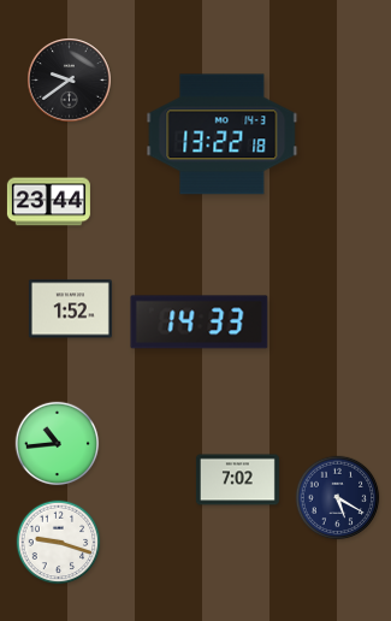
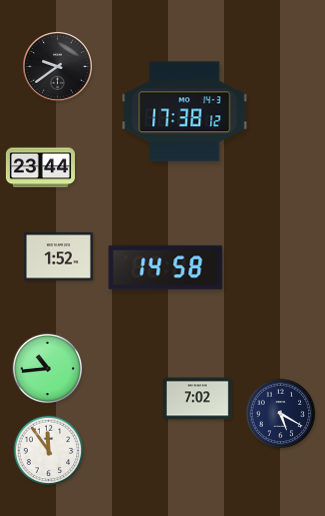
clock at (223, 135): 13:22 -> 17:38
clock at (200, 323): 14:33 -> 14:58
clock at (59, 543): 9:18 -> 11:54
